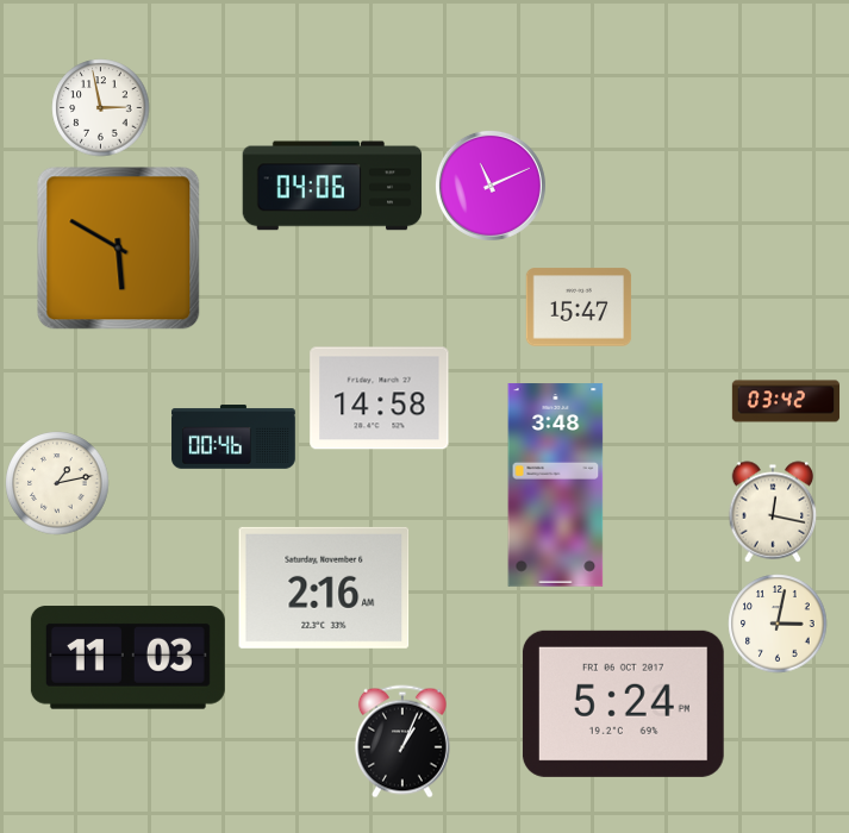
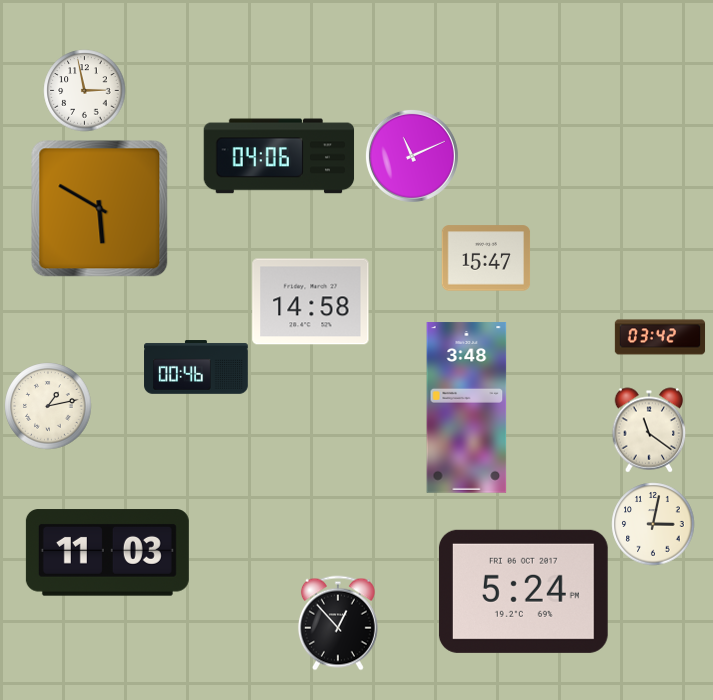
clock at (380, 399) position: (380, 399) -> (311, 302)
clock at (773, 512): 12:17 -> 11:21
clock at (324, 588): 2:16 -> none
clock at (402, 741): 1:04 -> 12:53
